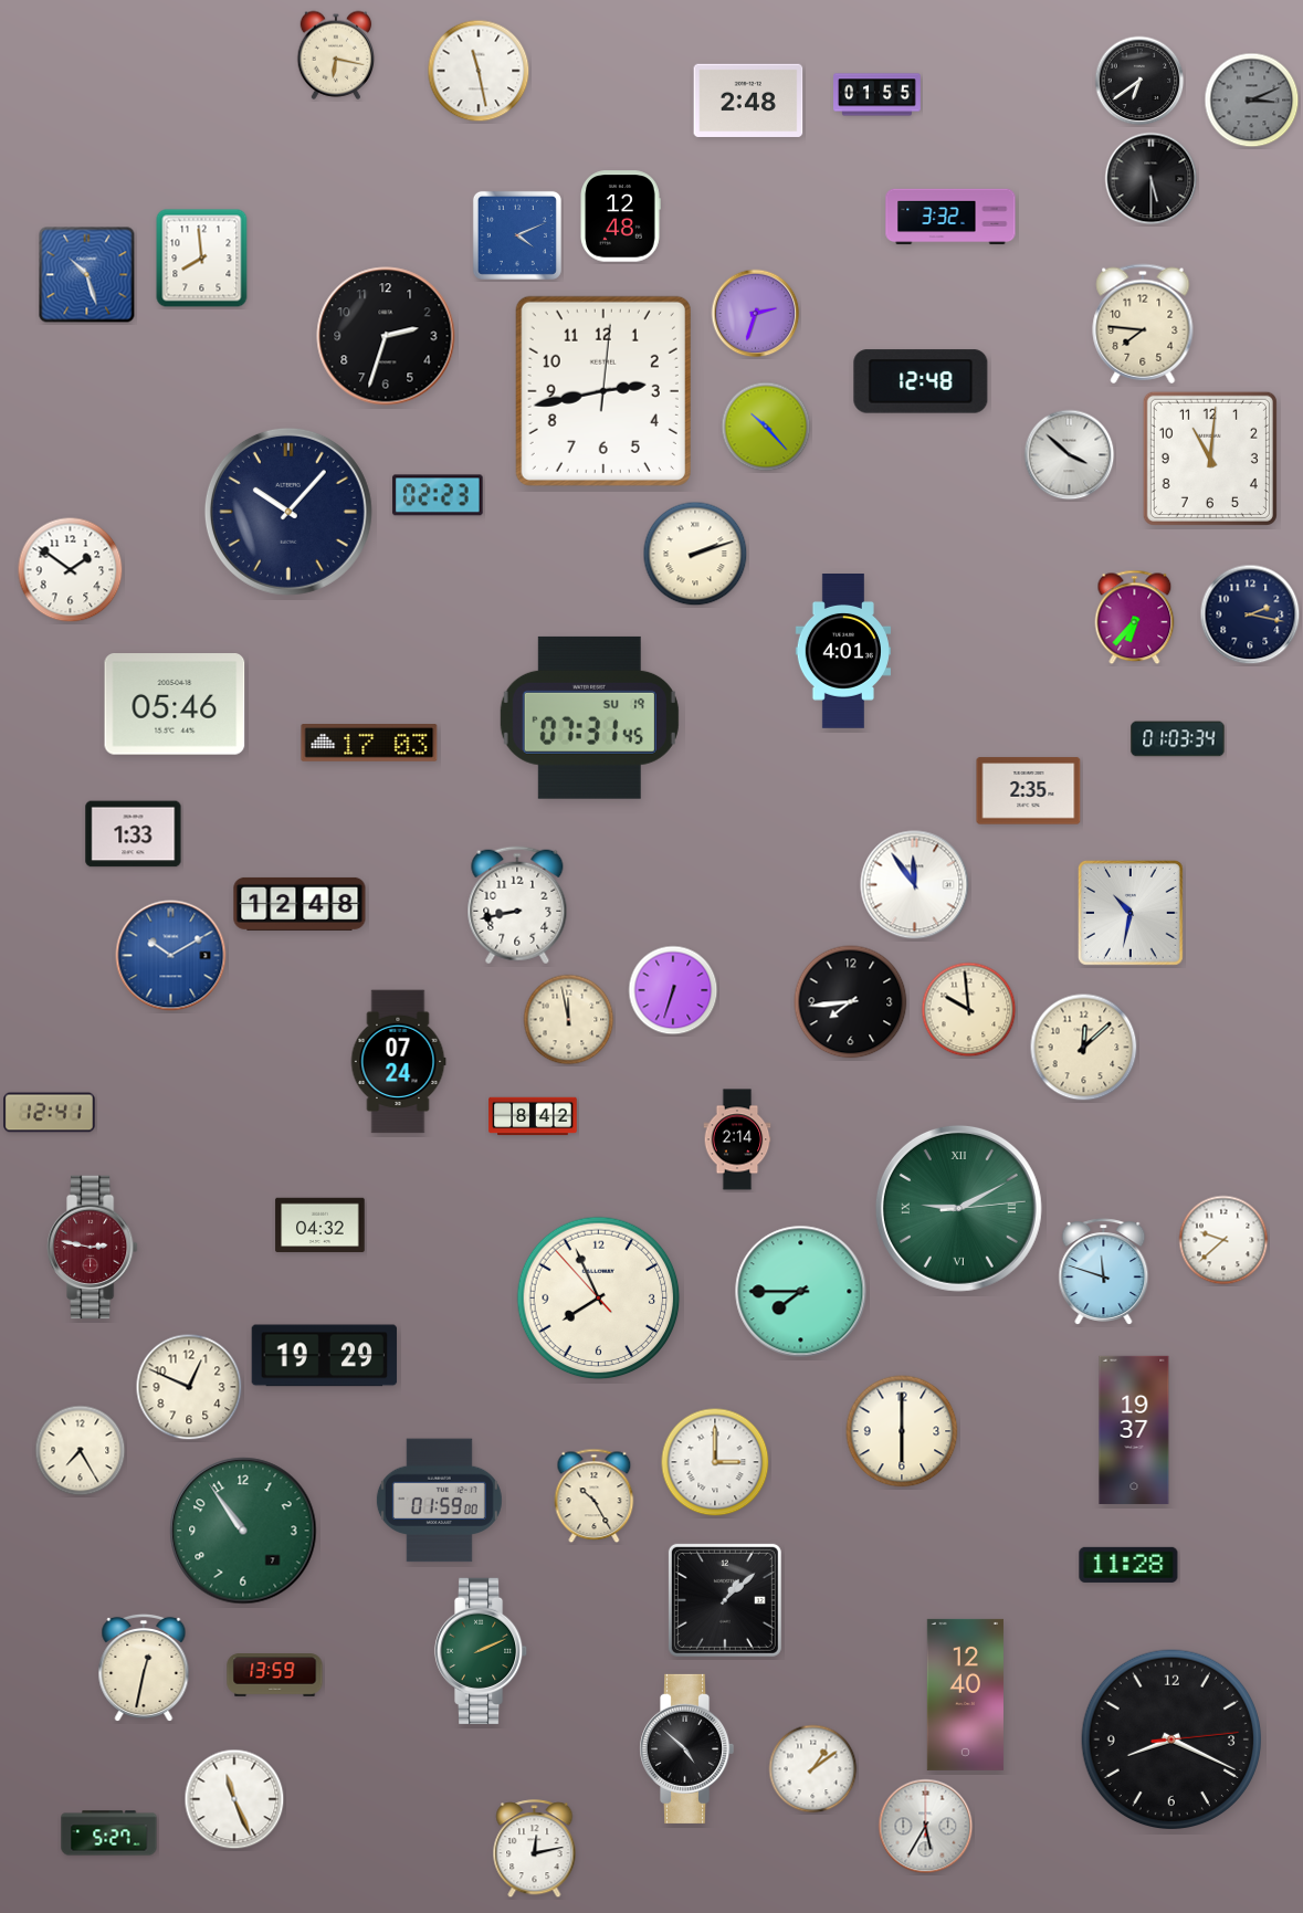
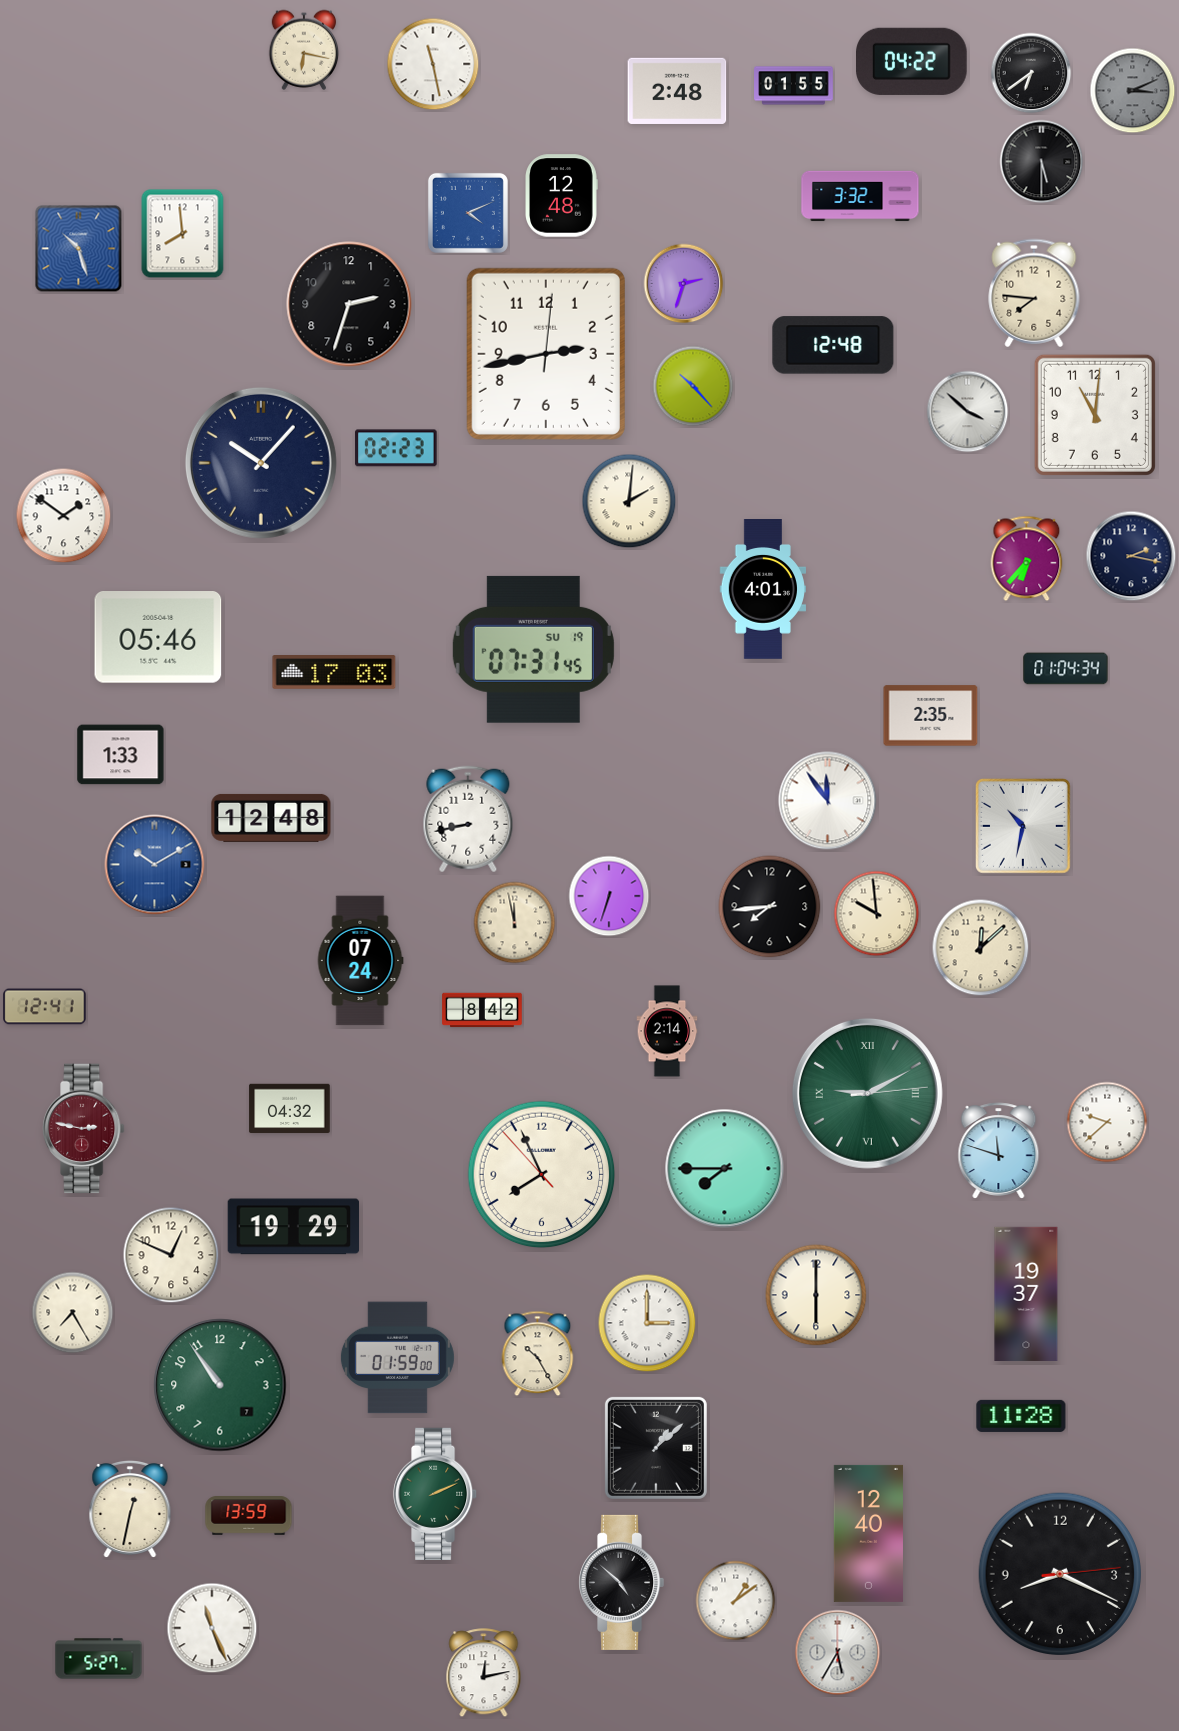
clock at (912, 61): none -> 04:22
clock at (695, 554): 2:12 -> 2:01
clock at (1178, 739): 01:03 -> 01:04
clock at (965, 1694) position: (965, 1694) -> (868, 1533)
